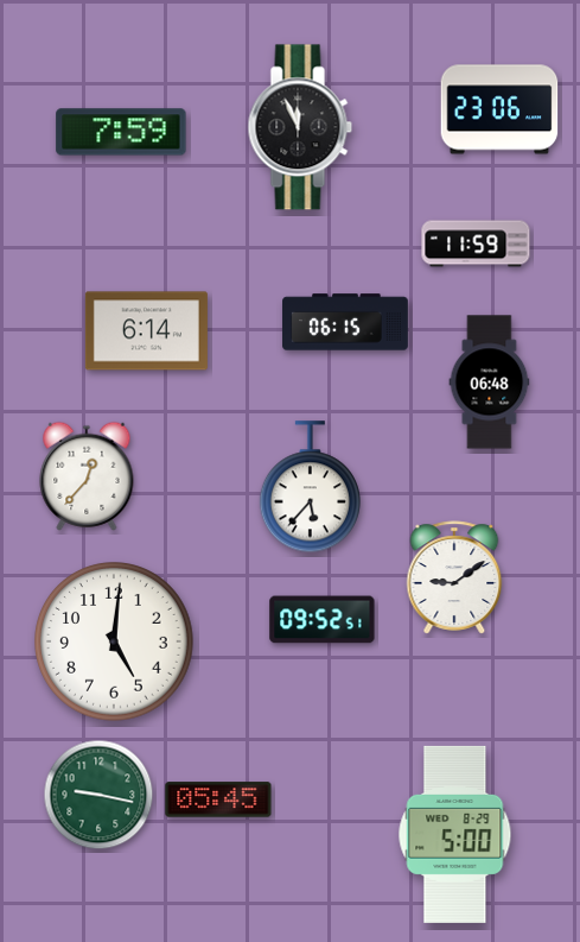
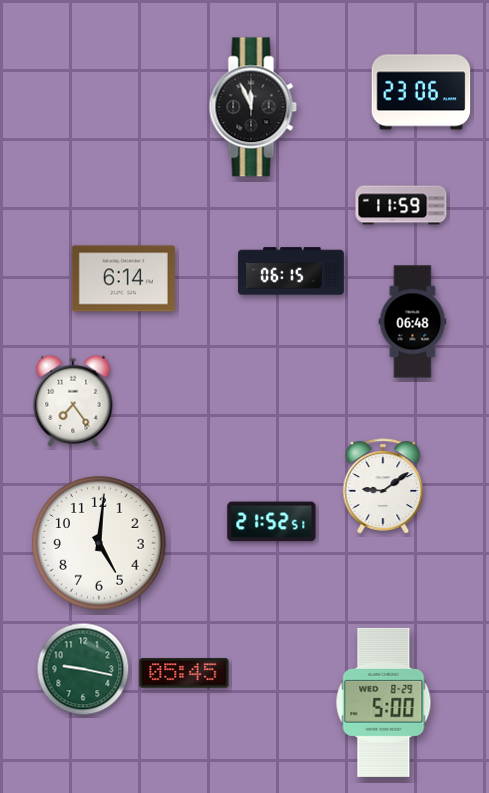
clock at (121, 132): 7:59 -> none
clock at (87, 476): 12:37 -> 7:24
clock at (310, 487): 5:37 -> none
clock at (323, 620): 09:52 -> 21:52
clock at (115, 643) position: (115, 643) -> (100, 544)
